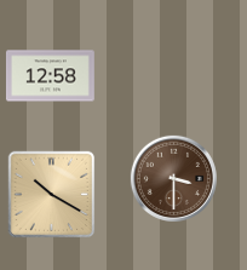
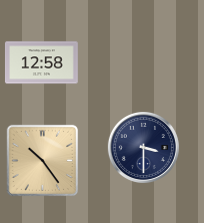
clock at (173, 178) dial: brown -> navy
clock at (52, 195): 10:20 -> 10:24
